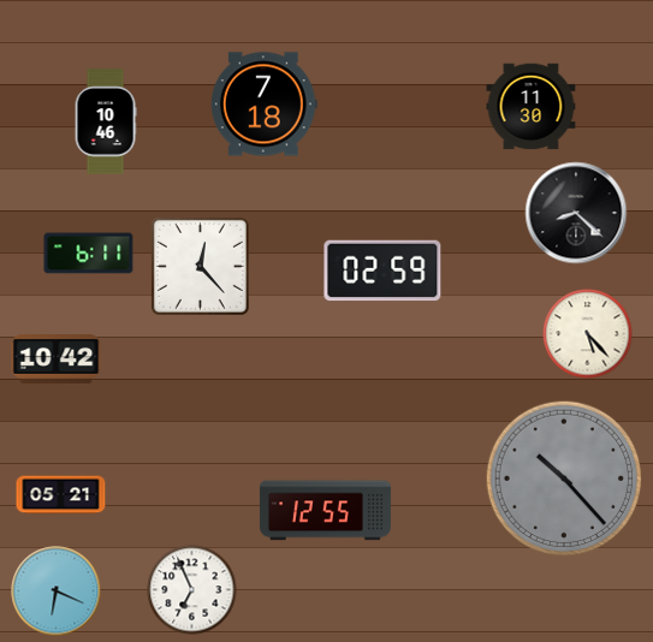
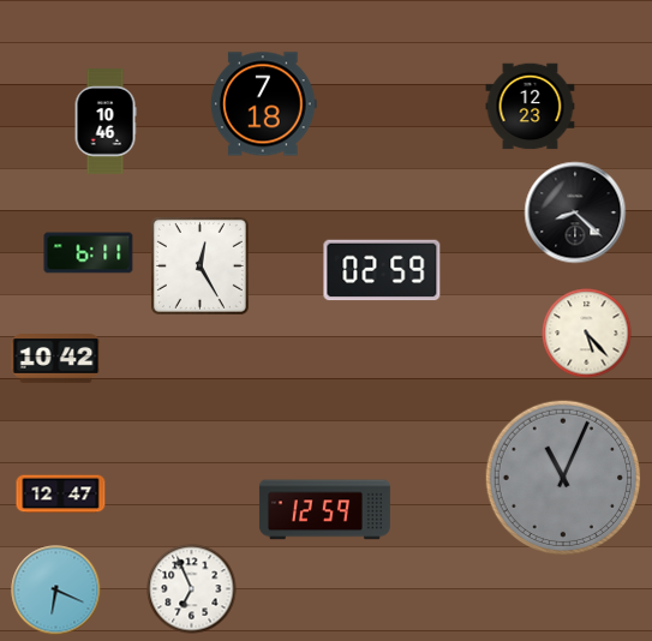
clock at (532, 107): 11:30 -> 12:23
clock at (200, 266): 12:23 -> 12:25
clock at (564, 478): 10:23 -> 11:04
clock at (61, 495): 05:21 -> 12:47
clock at (325, 511): 12:55 -> 12:59
